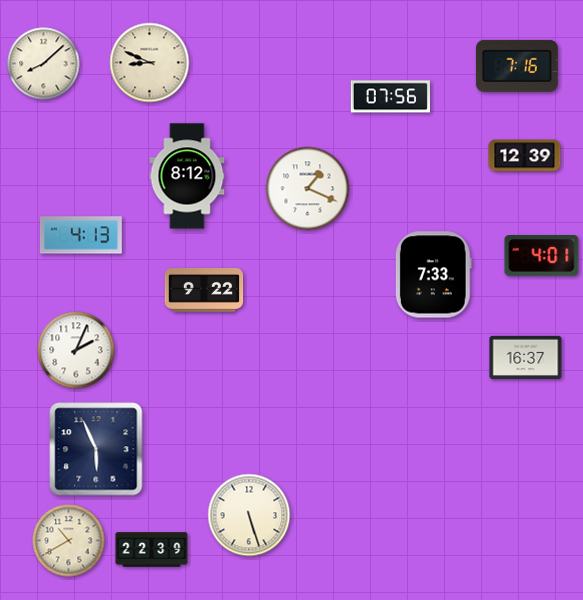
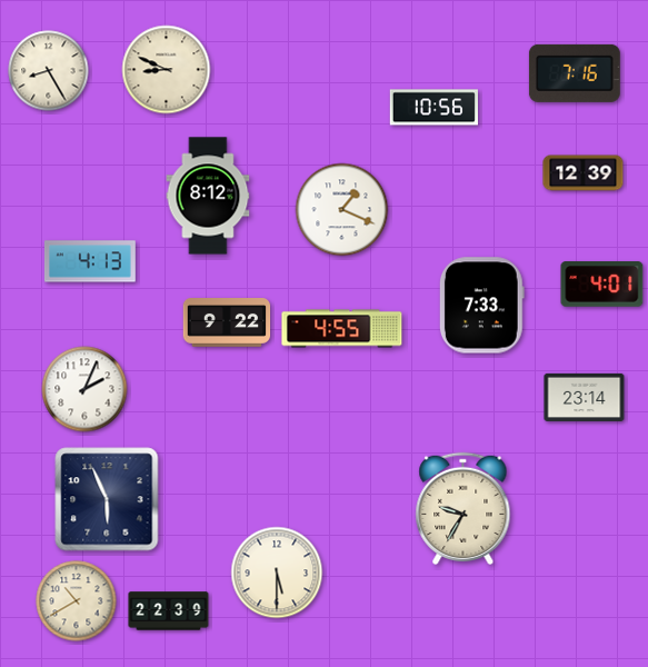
clock at (44, 64): 8:08 -> 8:25
clock at (390, 97): 07:56 -> 10:56
clock at (342, 329): none -> 4:55
clock at (526, 357): 16:37 -> 23:14
clock at (463, 508): none -> 9:35
clock at (249, 515): 5:27 -> 5:30
